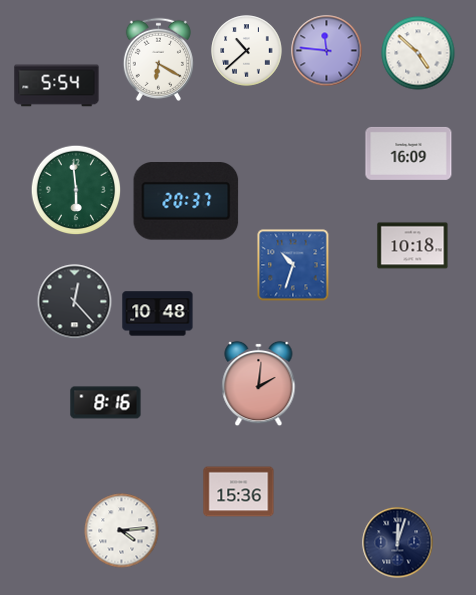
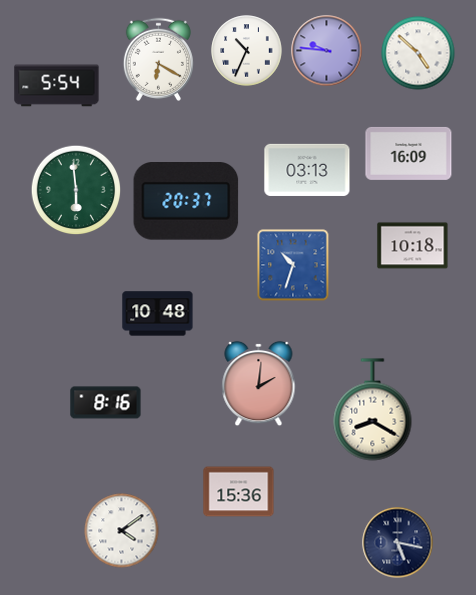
clock at (247, 51): 10:38 -> 10:34
clock at (327, 51): 11:46 -> 9:46
clock at (307, 170): none -> 03:13
clock at (75, 302): 12:23 -> none
clock at (373, 410): none -> 8:20
clock at (122, 531): 4:14 -> 4:09
clock at (398, 543): 12:03 -> 5:17
